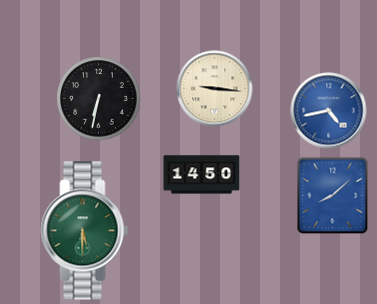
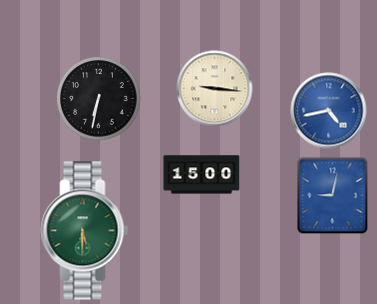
clock at (202, 175): 14:50 -> 15:00
clock at (333, 196): 8:08 -> 9:02
